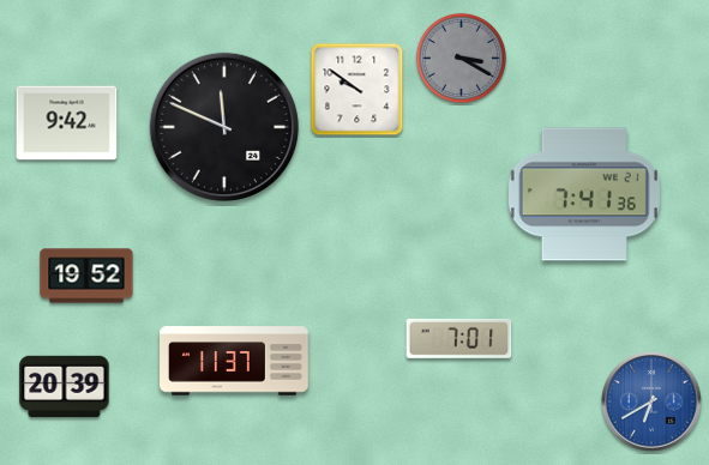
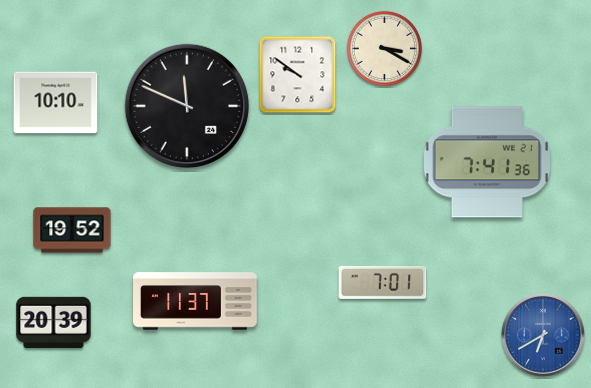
clock at (461, 58) dial: grey -> cream
clock at (67, 123): 9:42 -> 10:10
